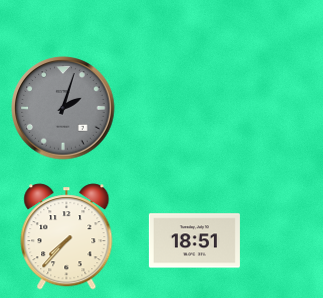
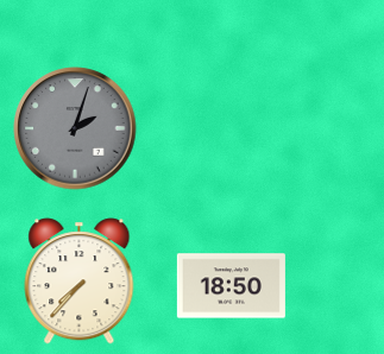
clock at (194, 241): 18:51 -> 18:50
